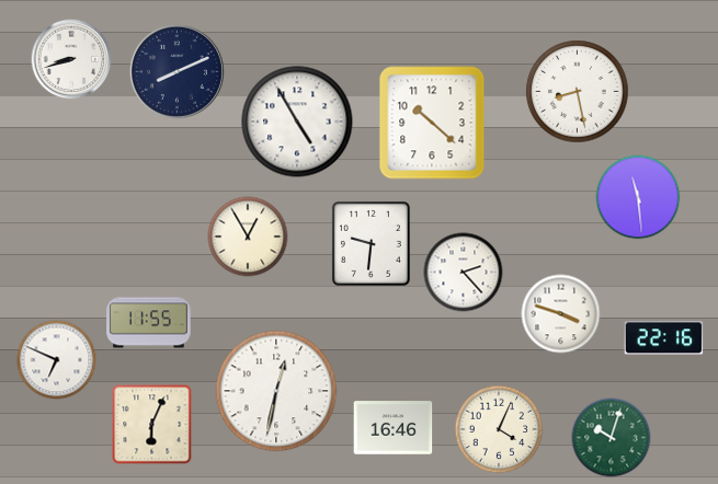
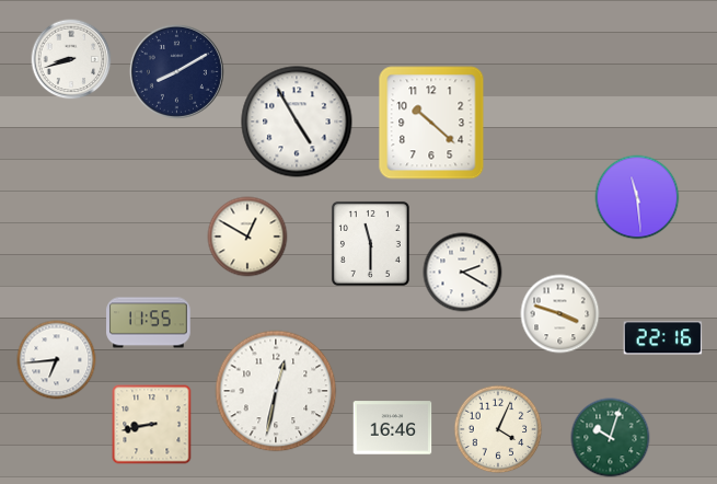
clock at (176, 71): 8:11 -> 8:10
clock at (578, 92): 8:28 -> none
clock at (248, 237): 12:55 -> 12:50
clock at (371, 243): 9:31 -> 11:30
clock at (464, 273): 2:23 -> 2:20
clock at (57, 360): 6:49 -> 6:44
clock at (152, 425): 6:04 -> 8:43
